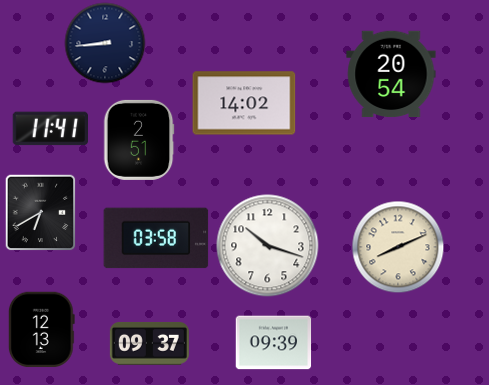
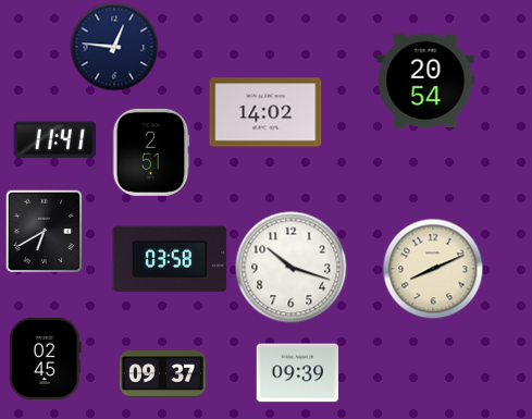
clock at (105, 43): 8:44 -> 12:46
clock at (41, 330): 12:13 -> 02:45
